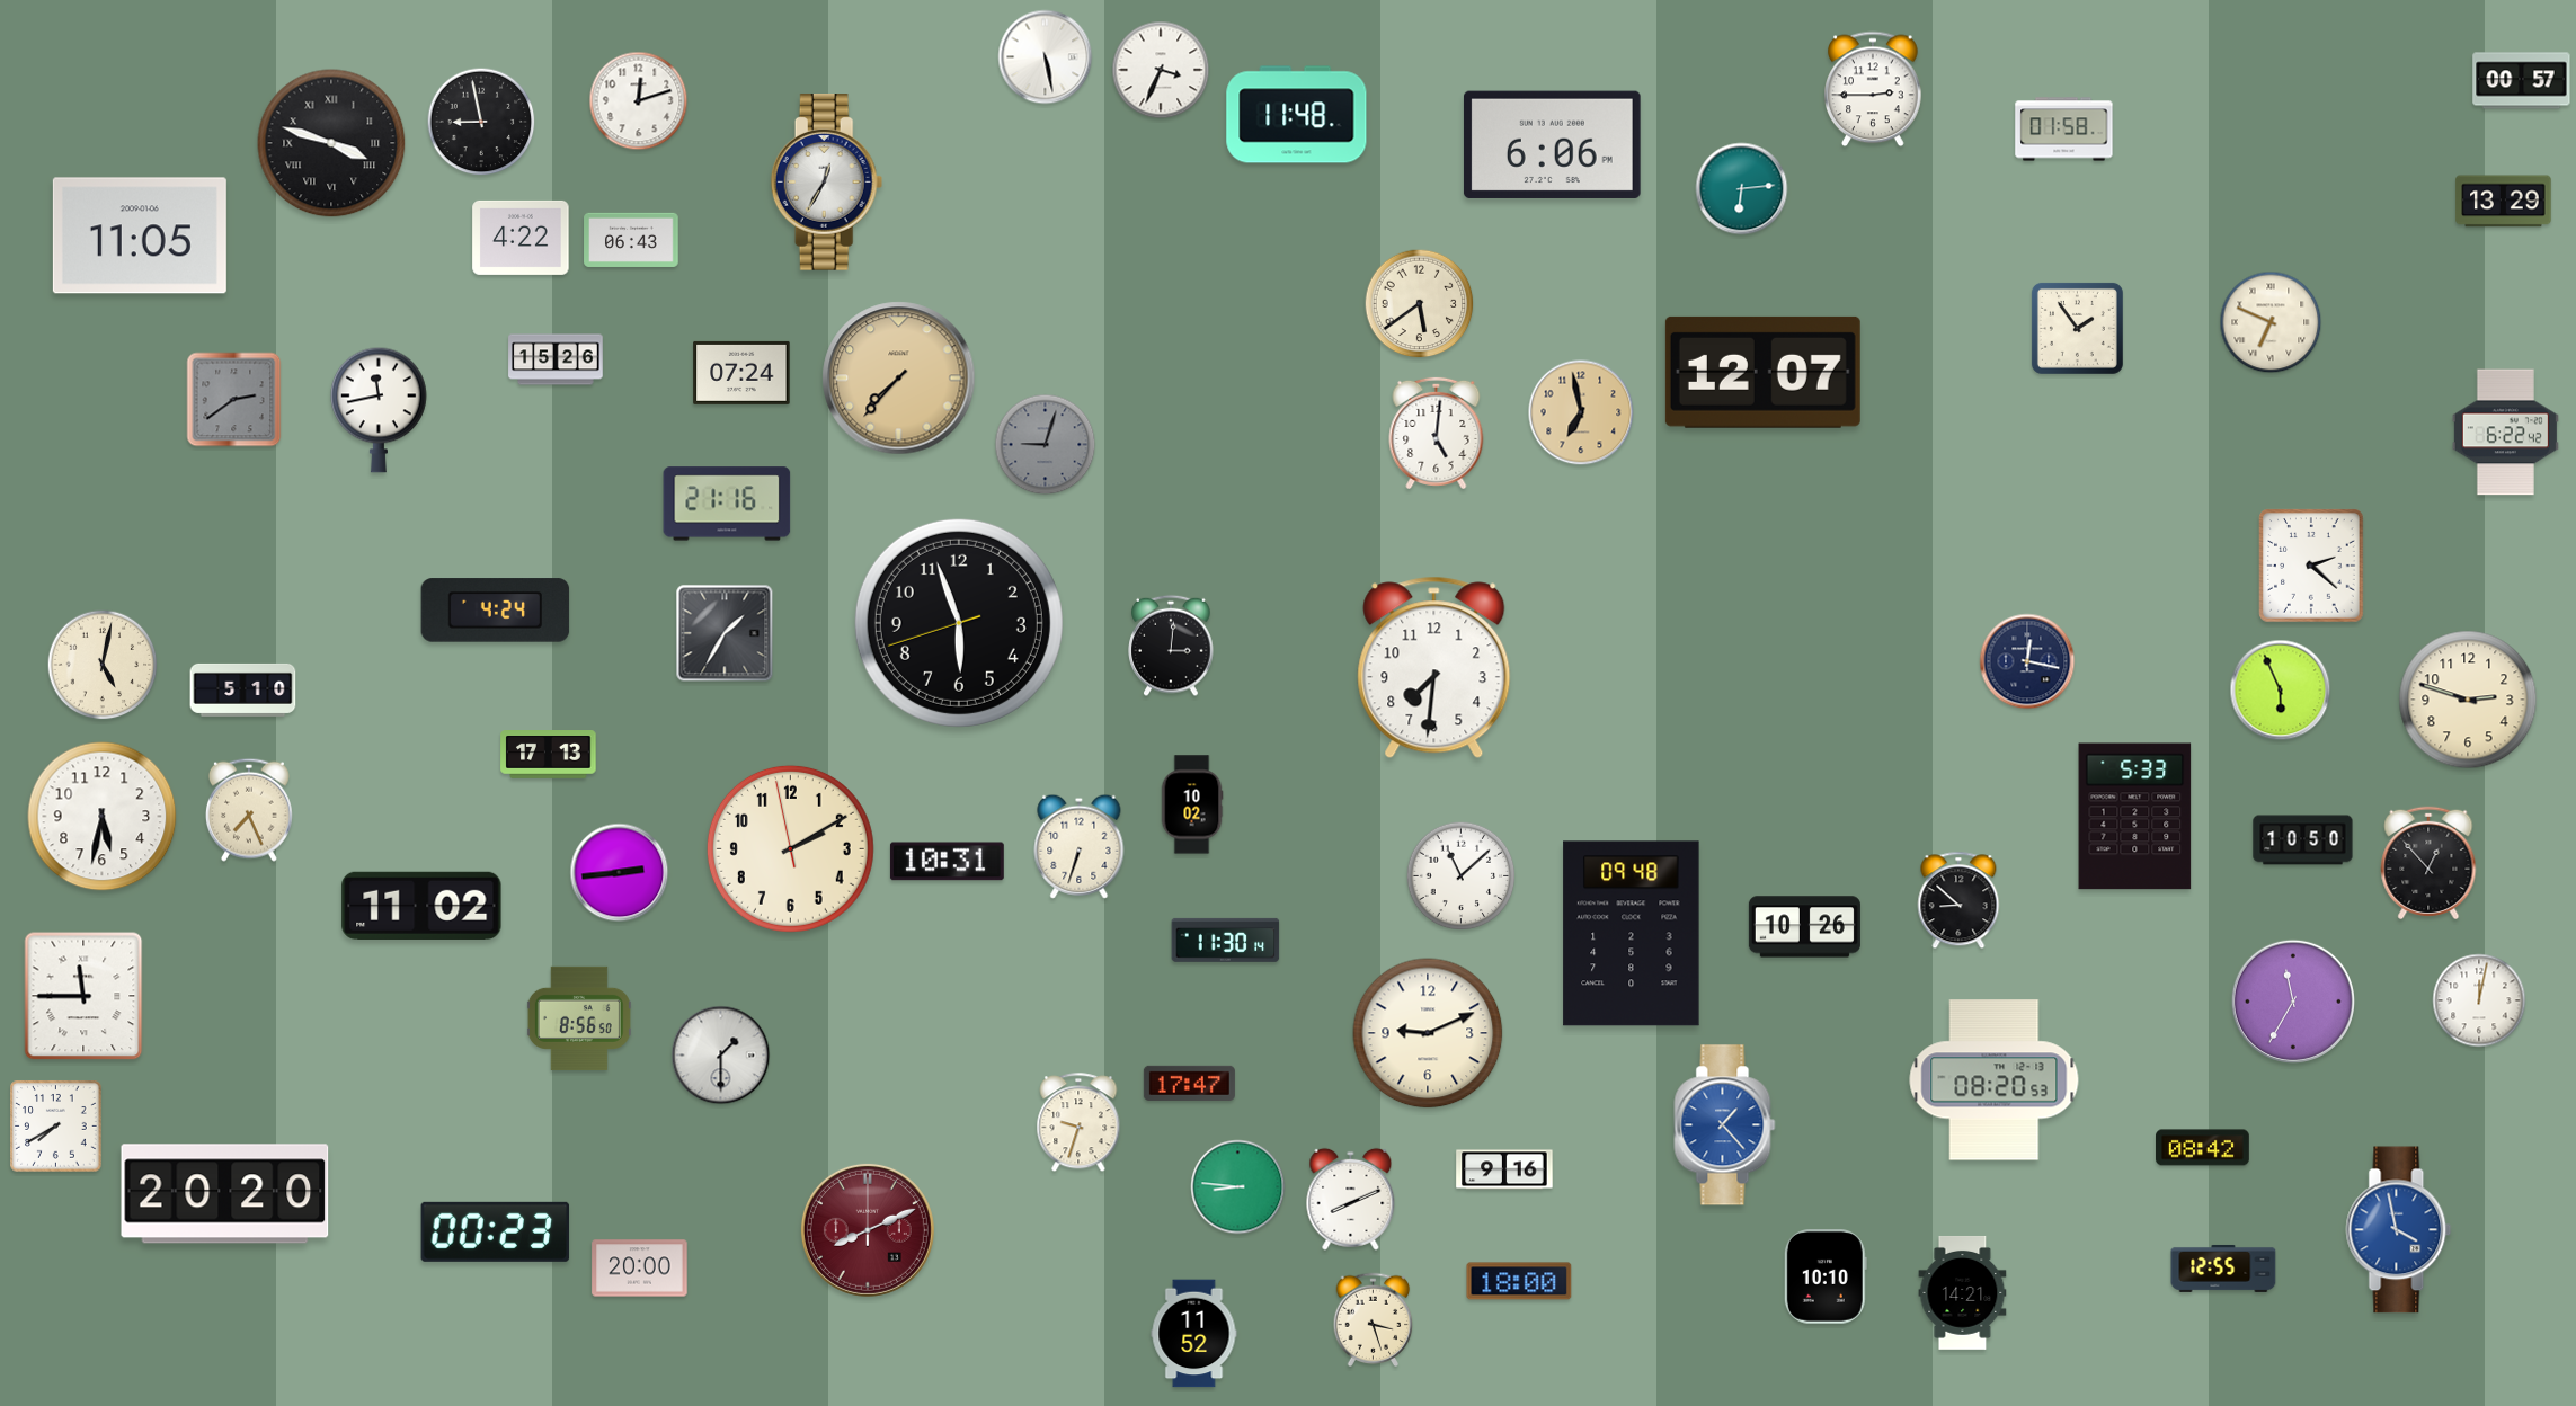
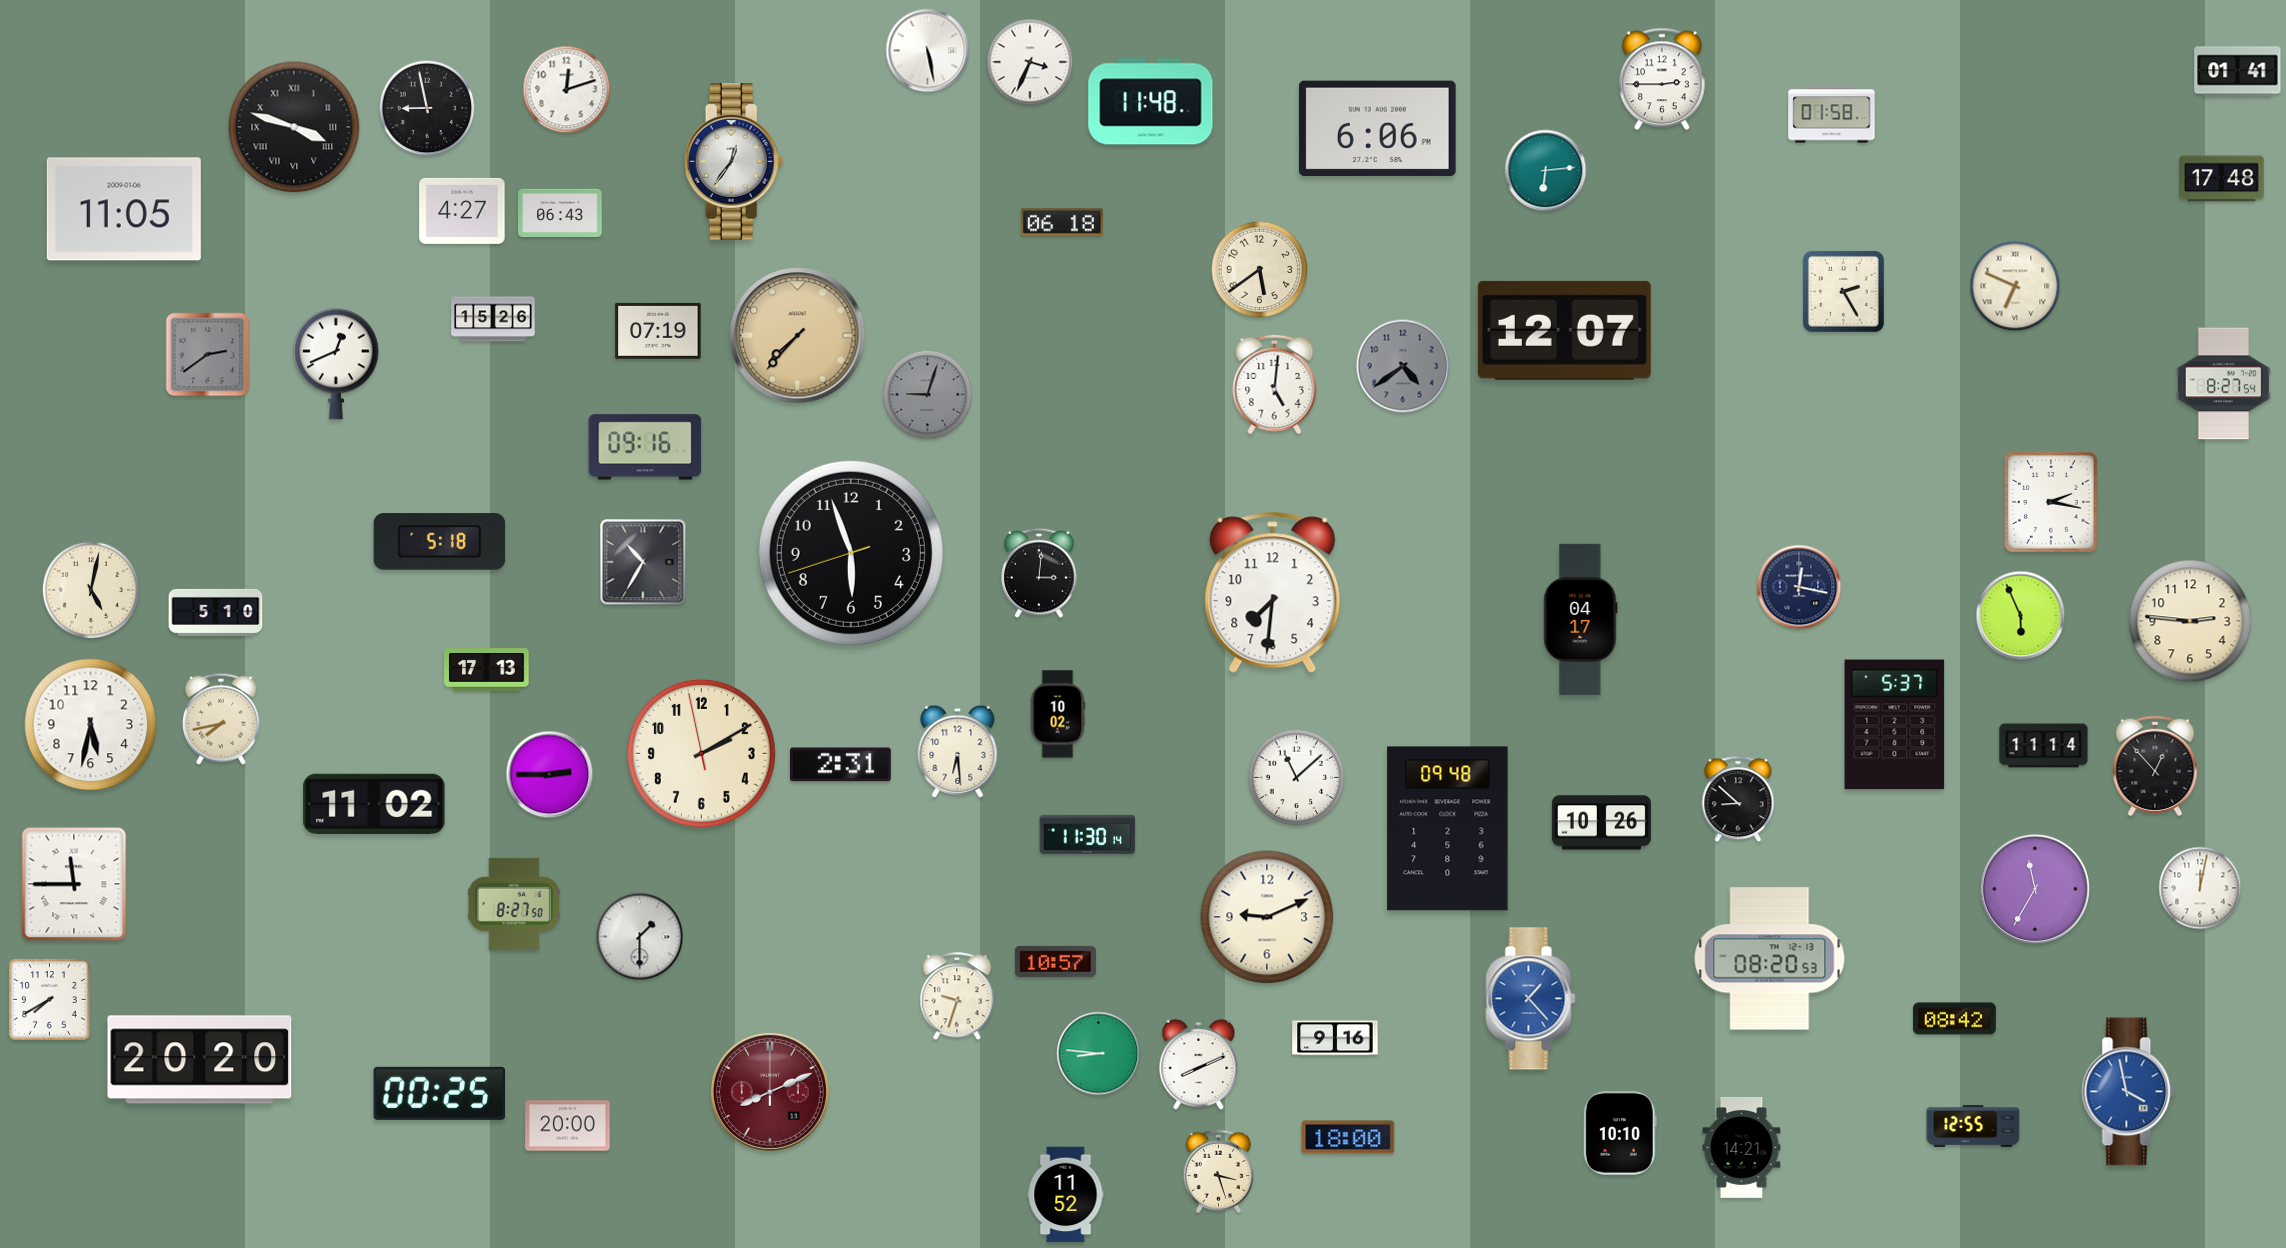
clock at (2522, 81): 00:57 -> 01:41
clock at (827, 183): 12:35 -> 12:36
clock at (1742, 189) position: (1742, 189) -> (1546, 171)
clock at (2504, 202): 13:29 -> 17:48
clock at (521, 238): 4:22 -> 4:27
clock at (1062, 222): none -> 06:18
clock at (2077, 328): 1:54 -> 2:25
clock at (741, 373): 07:24 -> 07:19
clock at (379, 410): 11:43 -> 12:41
clock at (1581, 412): 6:58 -> 4:39
clock at (1581, 412) dial: champagne -> grey
clock at (2505, 433): 6:22 -> 8:27
clock at (727, 504): 21:16 -> 09:16
clock at (2311, 566): 2:22 -> 2:17
clock at (496, 611): 4:24 -> 5:18
clock at (725, 633): 1:35 -> 10:35
clock at (2281, 691) position: (2281, 691) -> (2021, 616)
clock at (1581, 620): none -> 04:17
clock at (2468, 700): 2:48 -> 2:46
clock at (249, 810): 7:26 -> 7:43
clock at (2135, 817): 5:33 -> 5:37
clock at (2303, 840): 10:50 -> 11:14
clock at (1080, 846): 6:33 -> 6:29
clock at (947, 862): 10:31 -> 2:31
clock at (620, 873): 2:44 -> 2:45
clock at (579, 1018): 8:56 -> 8:27
clock at (1189, 1083): 17:47 -> 10:57
clock at (496, 1231): 00:23 -> 00:25
clock at (1194, 1334) position: (1194, 1334) -> (1066, 1195)
